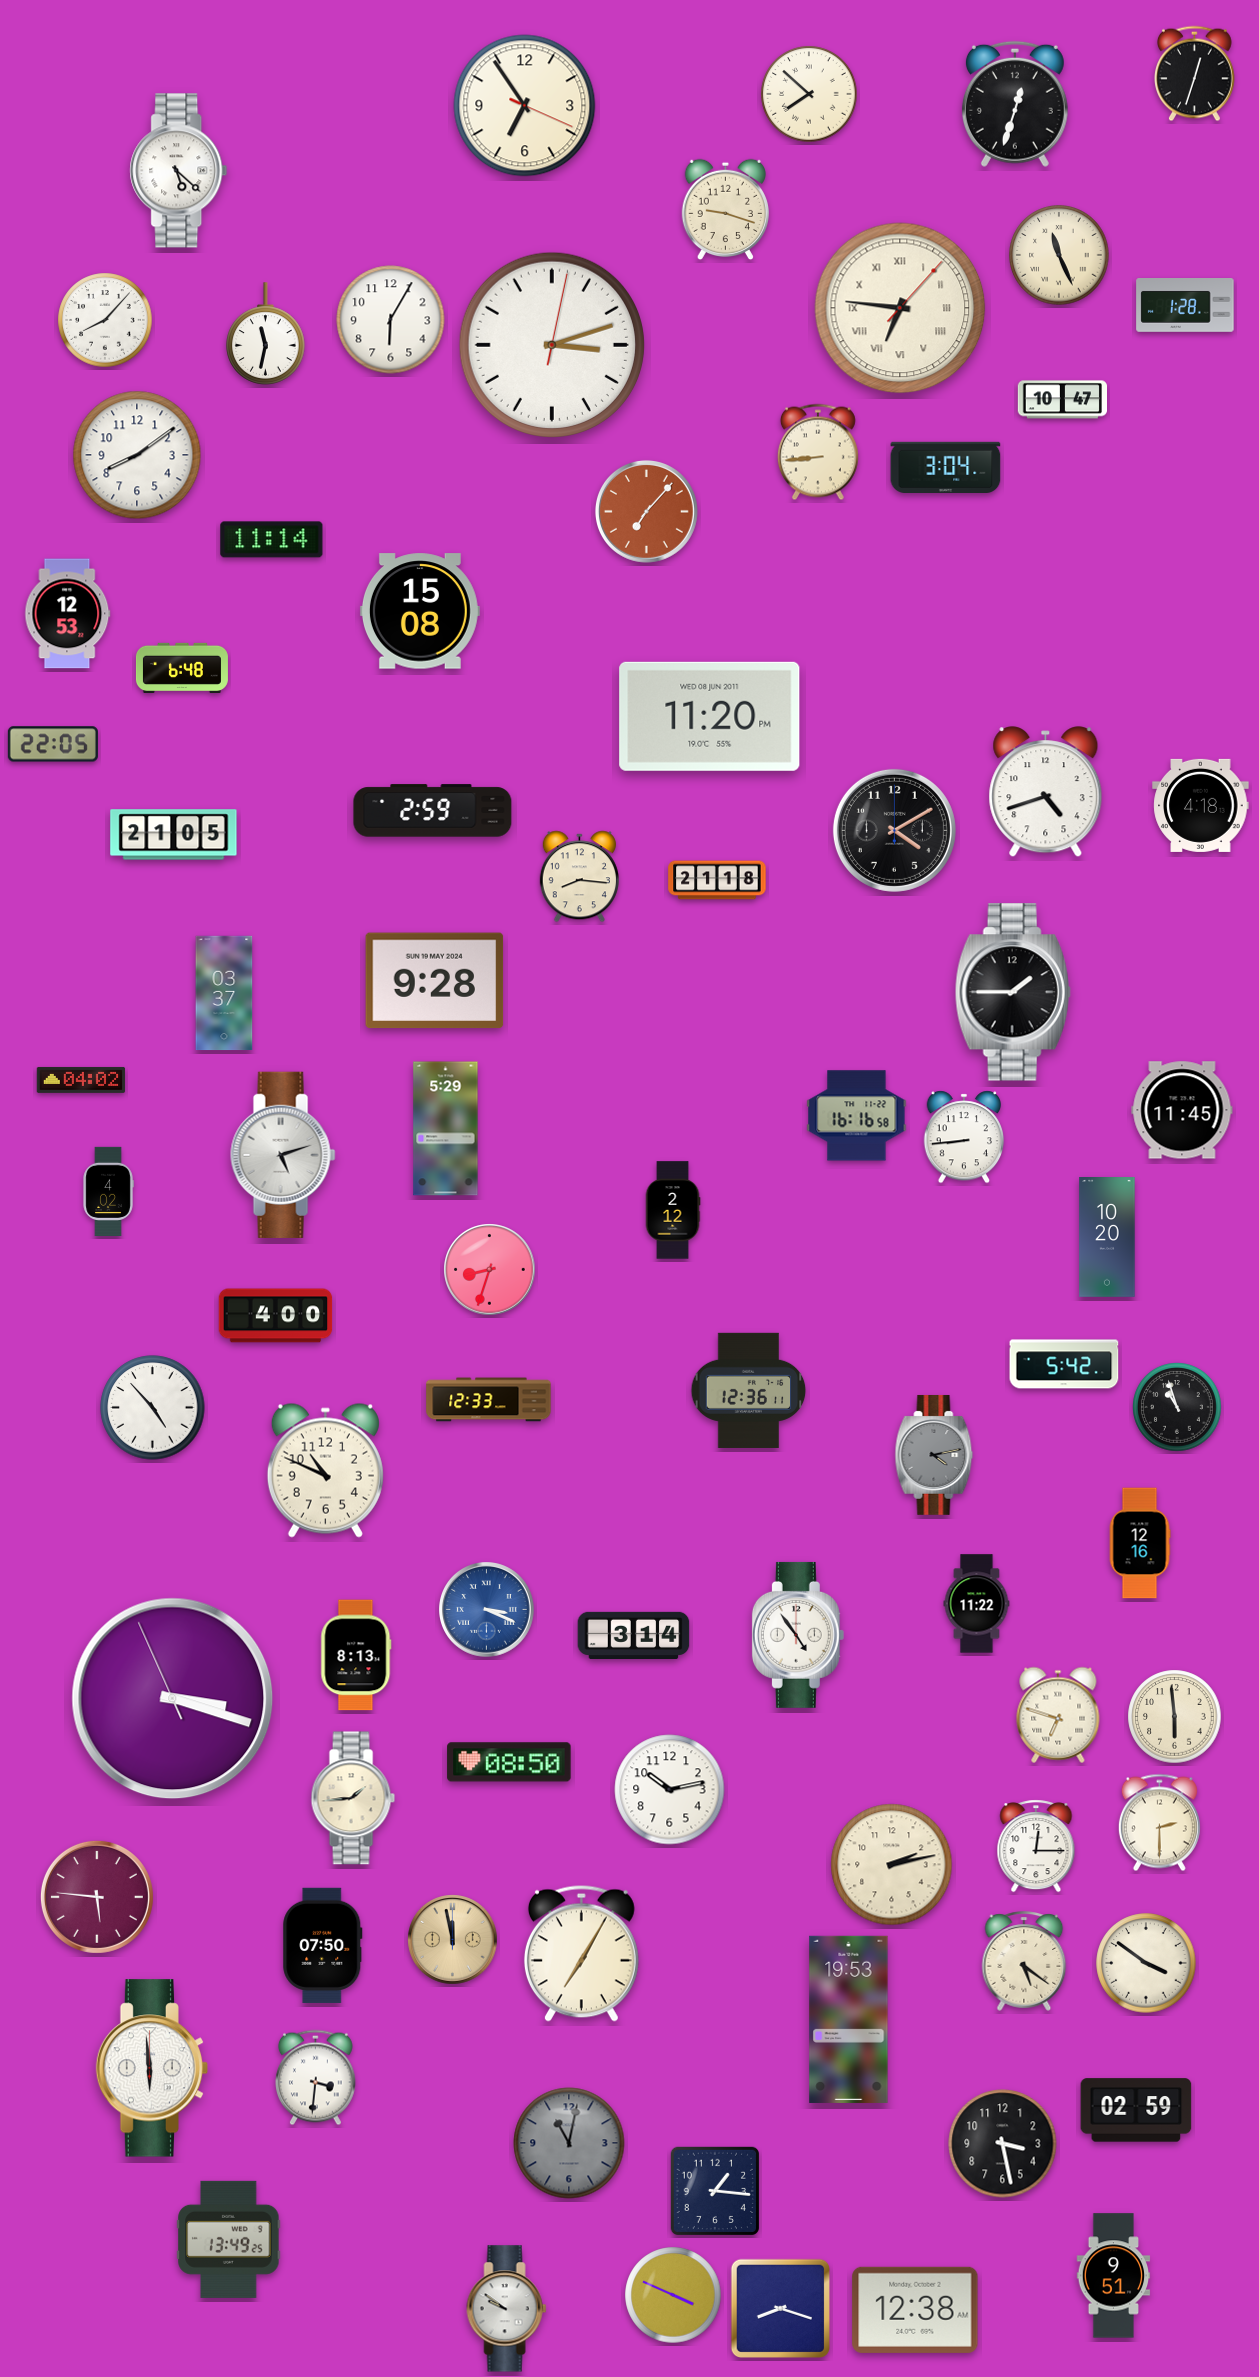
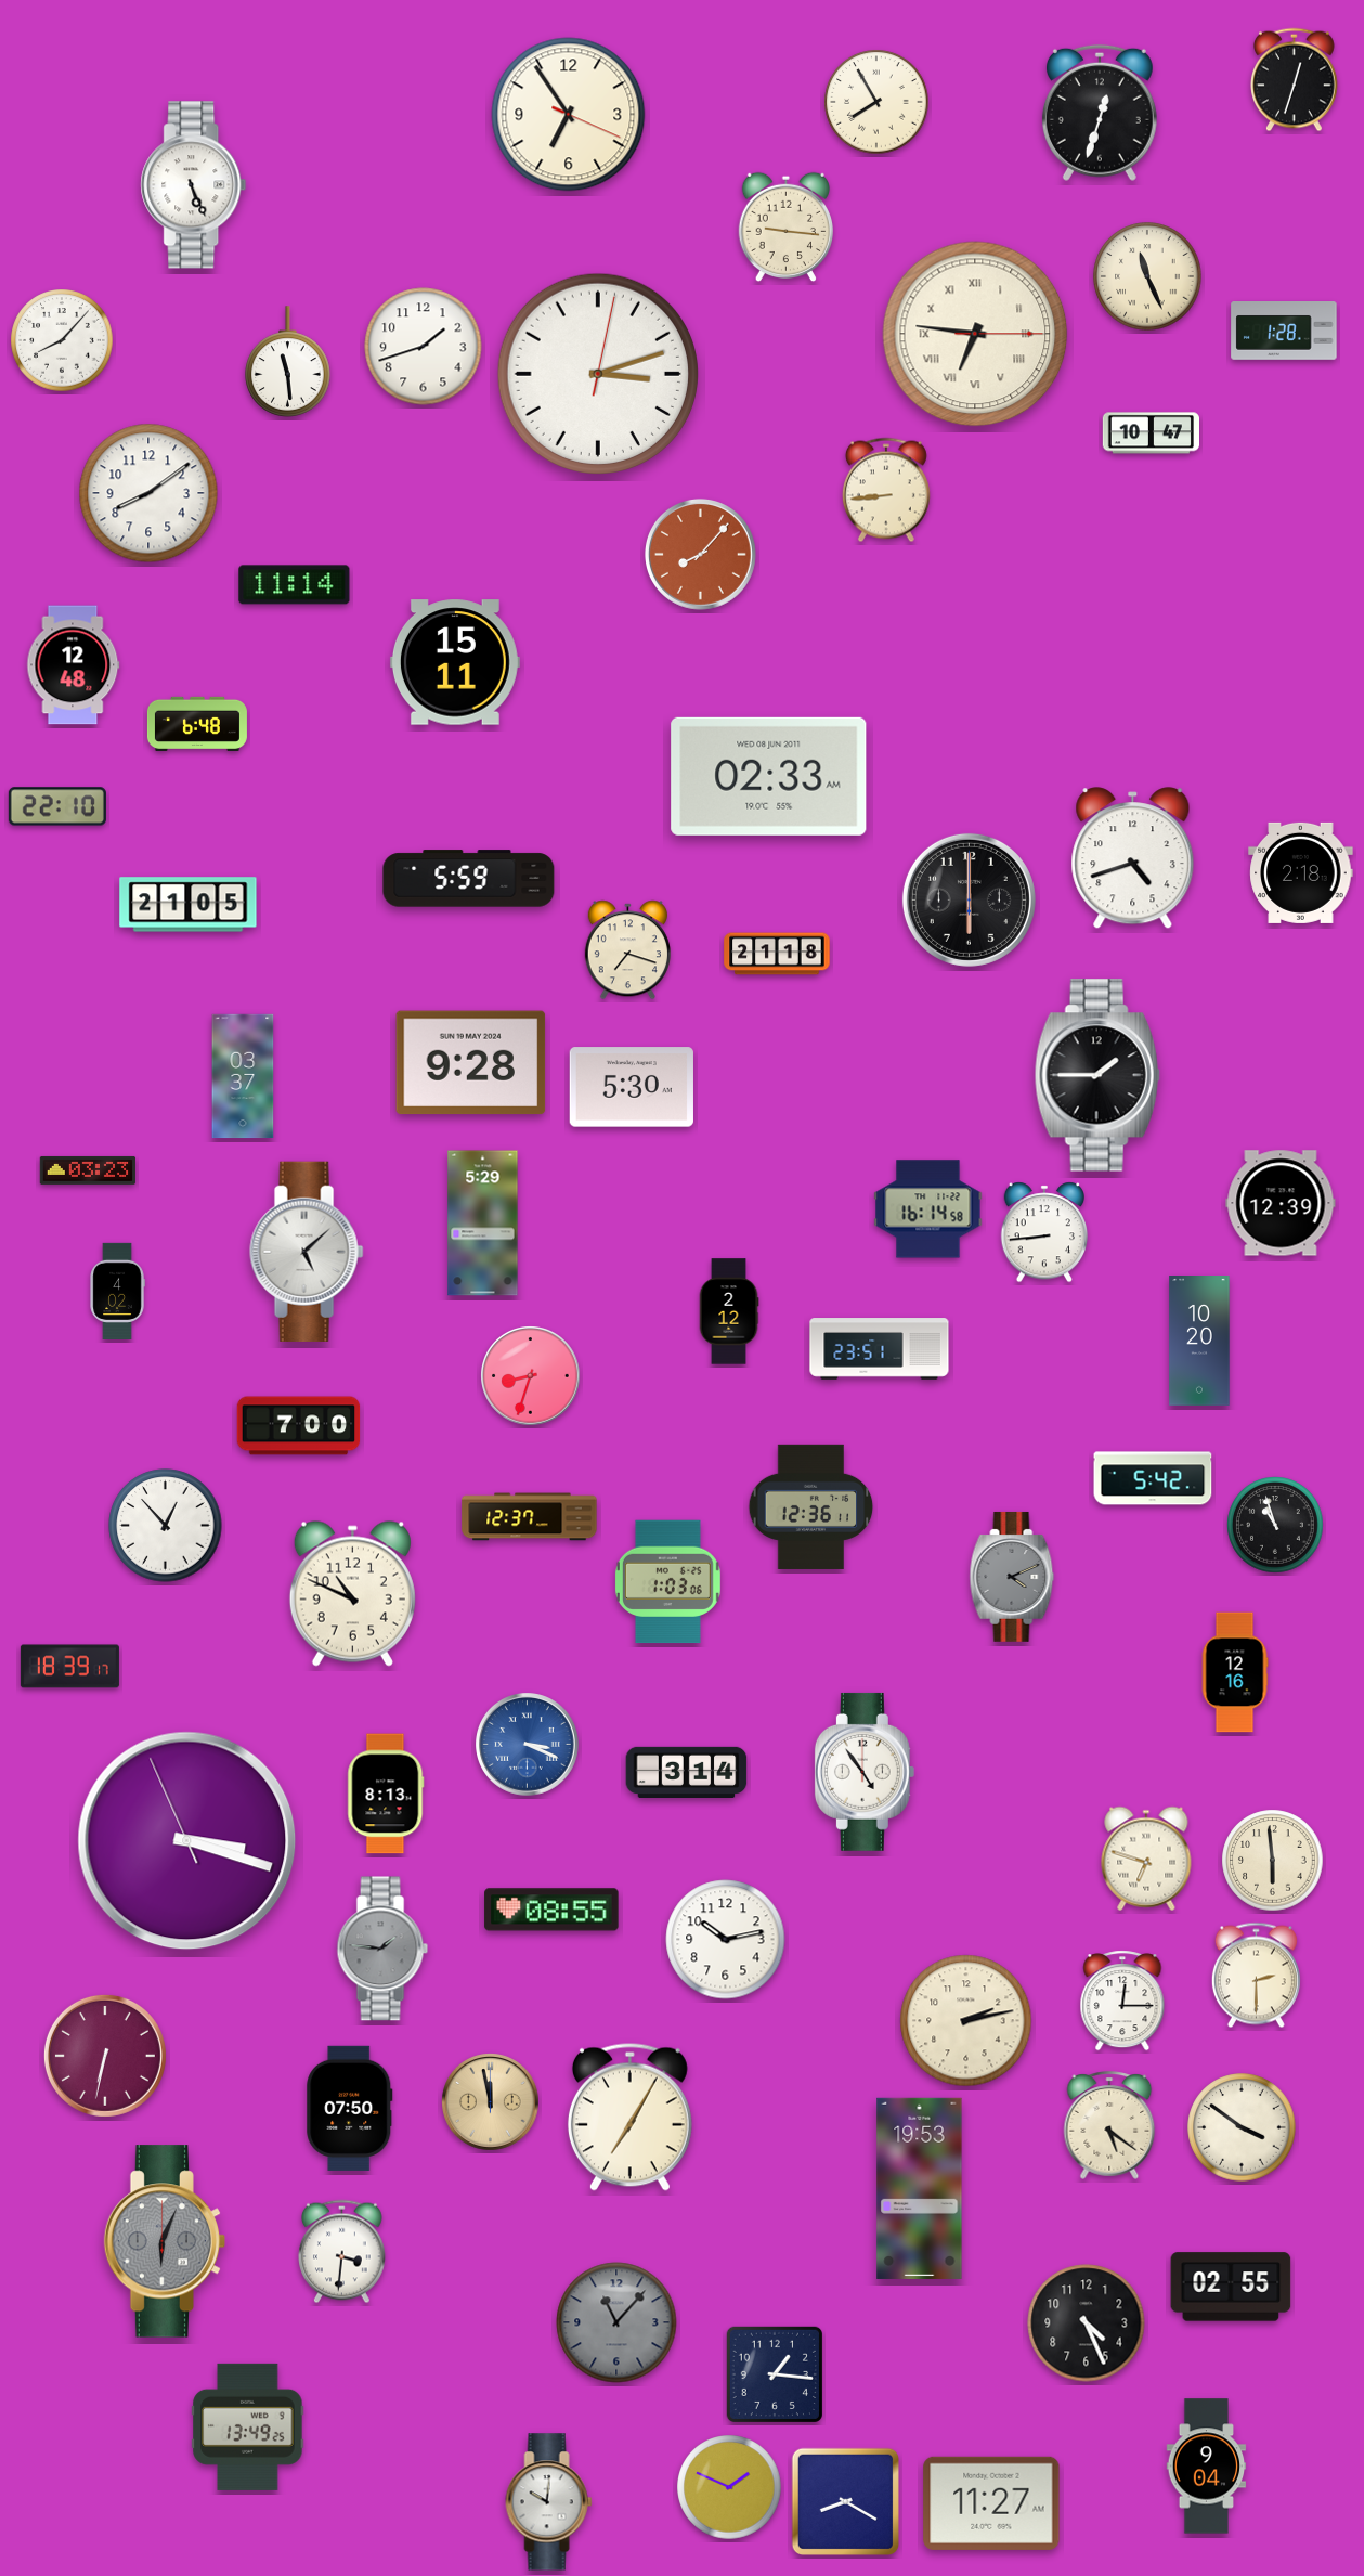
clock at (809, 94): 7:52 -> 7:55
clock at (179, 171): 5:22 -> 5:26
clock at (725, 210): 9:18 -> 9:16
clock at (900, 308): 6:46:07 -> 6:46:15
clock at (105, 320) position: (105, 320) -> (62, 340)
clock at (391, 320): 6:05 -> 1:42
clock at (266, 334): 11:32 -> 11:29
clock at (946, 467): 3:04 -> none
clock at (646, 511): 7:07 -> 8:07
clock at (420, 611): 15:08 -> 15:11
clock at (68, 614): 12:53 -> 12:48
clock at (710, 716): 11:20 -> 02:33
clock at (53, 744): 22:05 -> 22:10
clock at (1201, 805): 4:18 -> 2:18
clock at (433, 811): 2:59 -> 5:59
clock at (894, 830): 4:10 -> 6:00
clock at (579, 877): 8:16 -> 7:18
clock at (632, 1087): none -> 5:30
clock at (81, 1080): 04:02 -> 03:23
clock at (1182, 1110): 11:45 -> 12:39
clock at (857, 1116): 16:16 -> 16:14
clock at (283, 1155): 5:12 -> 5:08
clock at (880, 1349): none -> 23:51
clock at (276, 1316): 4:00 -> 7:00
clock at (489, 1400): 12:33 -> 12:37
clock at (153, 1408): 4:53 -> 12:53
clock at (934, 1455): 4:13 -> 4:11
clock at (667, 1582): none -> 1:03
clock at (69, 1667): none -> 18:39
clock at (977, 1604): 11:22 -> none
clock at (509, 1762): 08:50 -> 08:55
clock at (353, 1798): 1:44 -> 1:46
clock at (353, 1798) dial: cream -> grey
clock at (97, 1897): 5:46 -> 6:32
clock at (152, 2068): 5:59 -> 6:04
clock at (152, 2068) dial: white -> grey
clock at (1136, 2110): 02:59 -> 02:55
clock at (569, 2143): 11:02 -> 11:07
clock at (1003, 2144): 3:28 -> 4:26
clock at (1114, 2276): 9:51 -> 9:04
clock at (673, 2295): 3:49 -> 1:49
clock at (780, 2308): 8:18 -> 8:20
clock at (507, 2309): 9:51 -> 10:01
clock at (915, 2310): 12:38 -> 11:27
